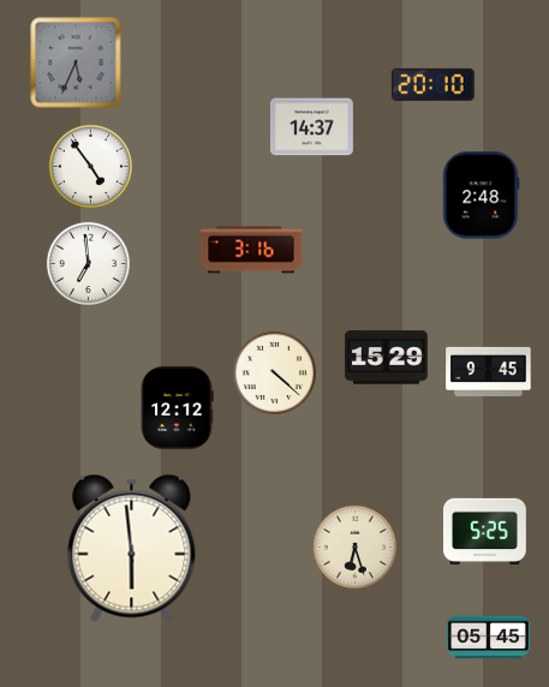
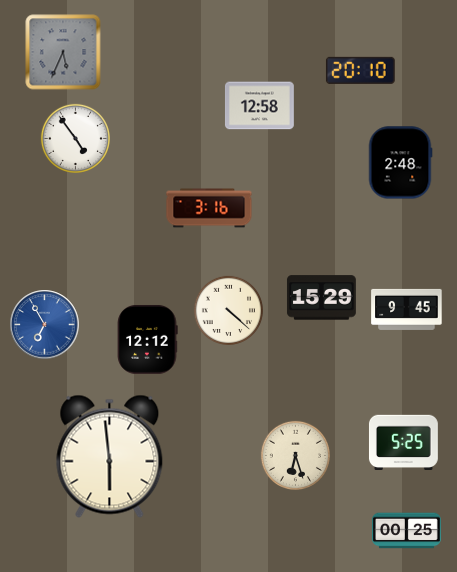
clock at (312, 127): 14:37 -> 12:58
clock at (88, 263): 6:59 -> none
clock at (45, 325): none -> 6:55
clock at (489, 638): 05:45 -> 00:25
